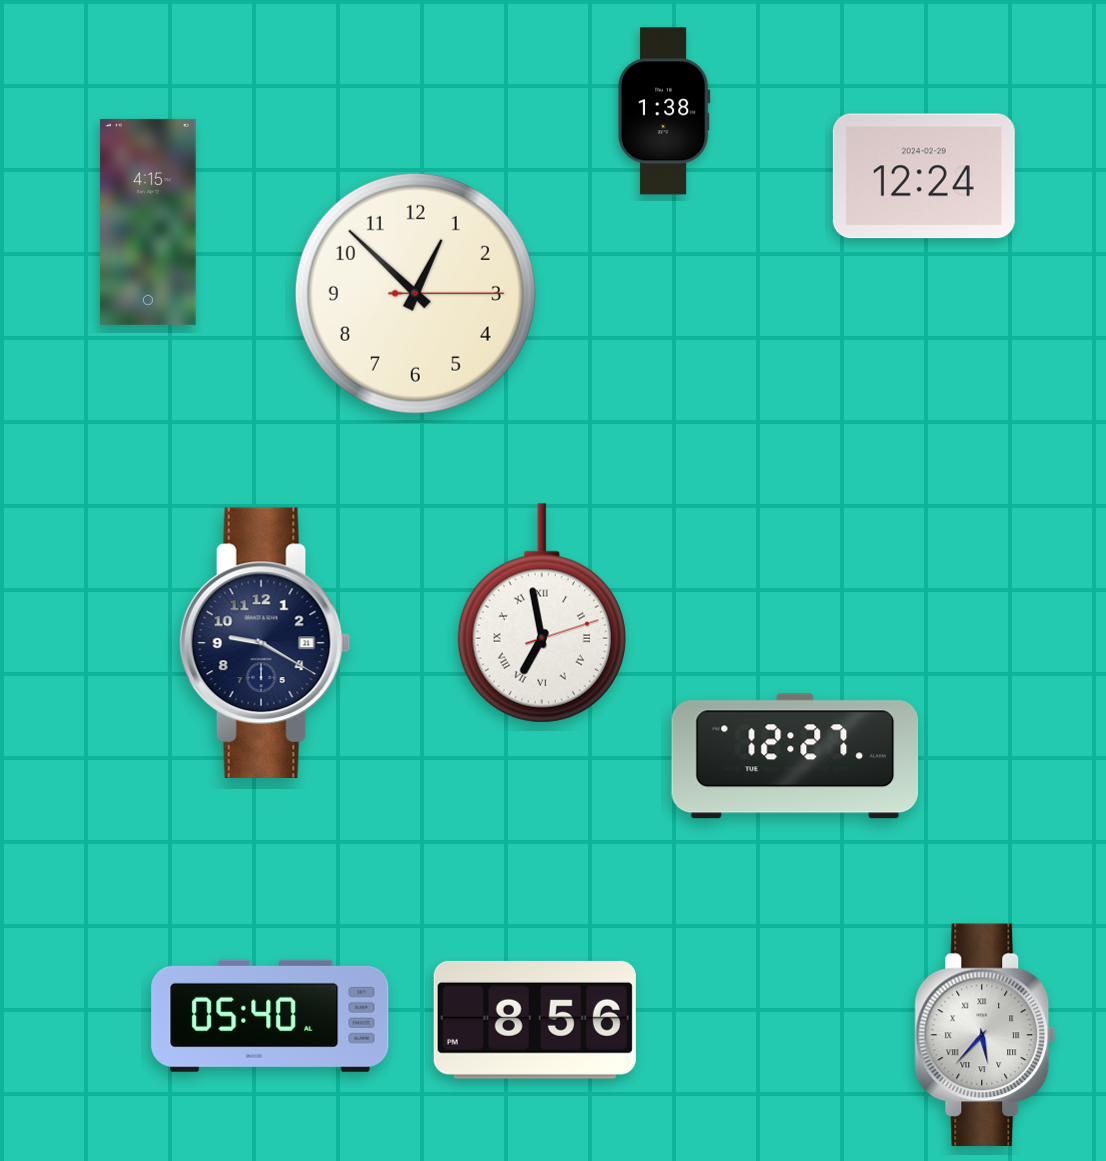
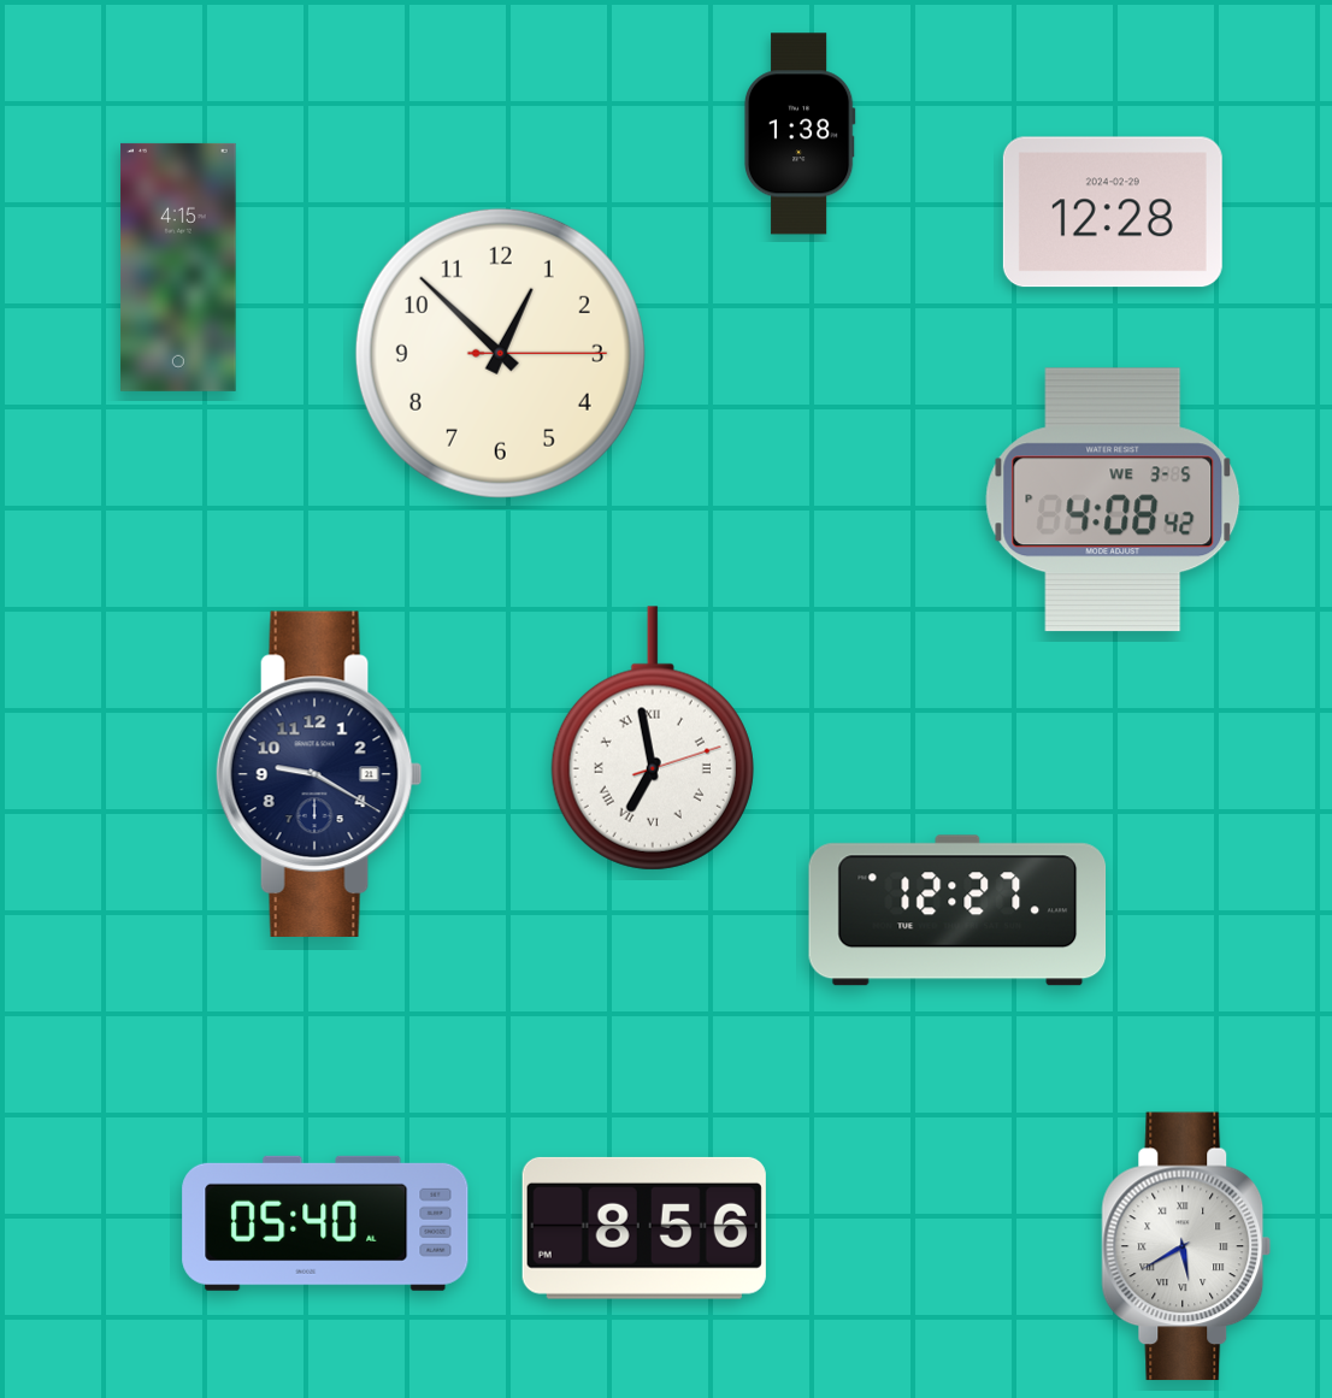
clock at (924, 176): 12:24 -> 12:28
clock at (1113, 500): none -> 4:08
clock at (985, 1035): 5:37 -> 5:40
